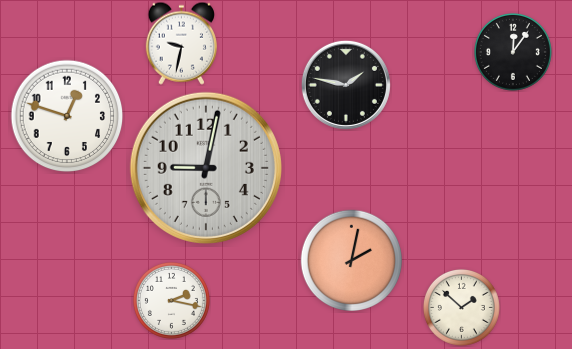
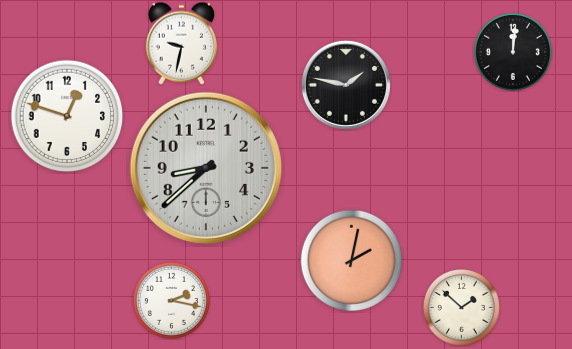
clock at (513, 52): 12:06 -> 12:01
clock at (206, 168): 9:02 -> 8:38
